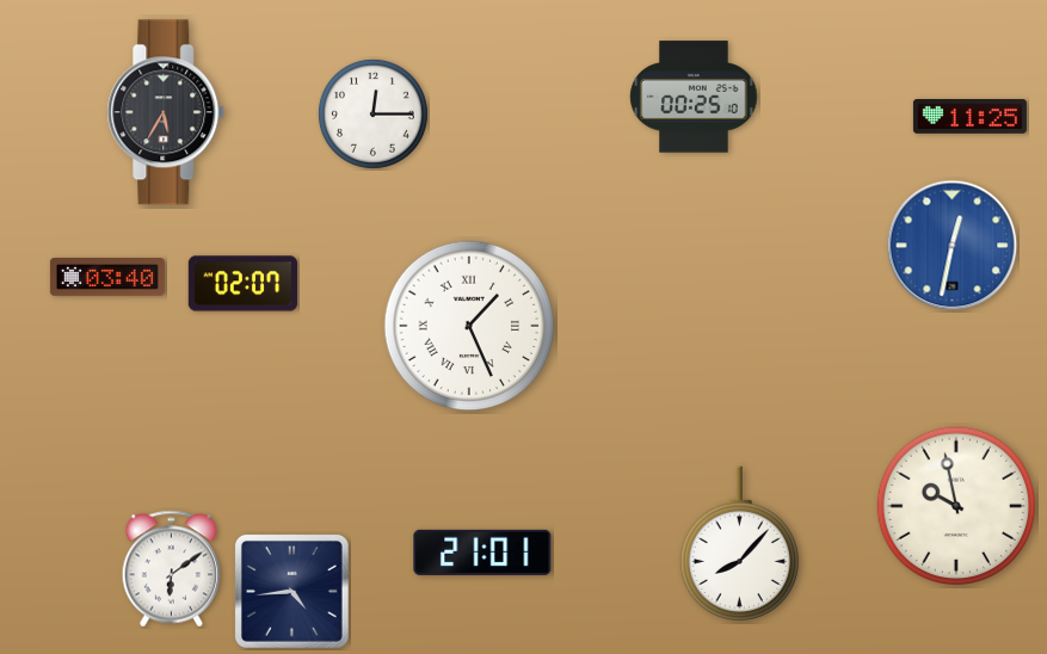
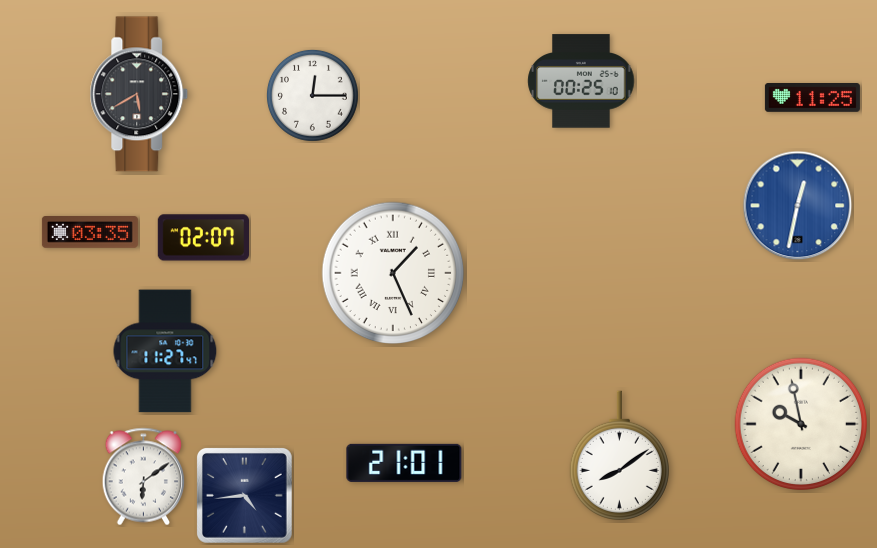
clock at (166, 112): 5:35 -> 5:40
clock at (107, 278): 03:40 -> 03:35
clock at (165, 351): none -> 11:27
clock at (739, 543): 8:07 -> 8:09
